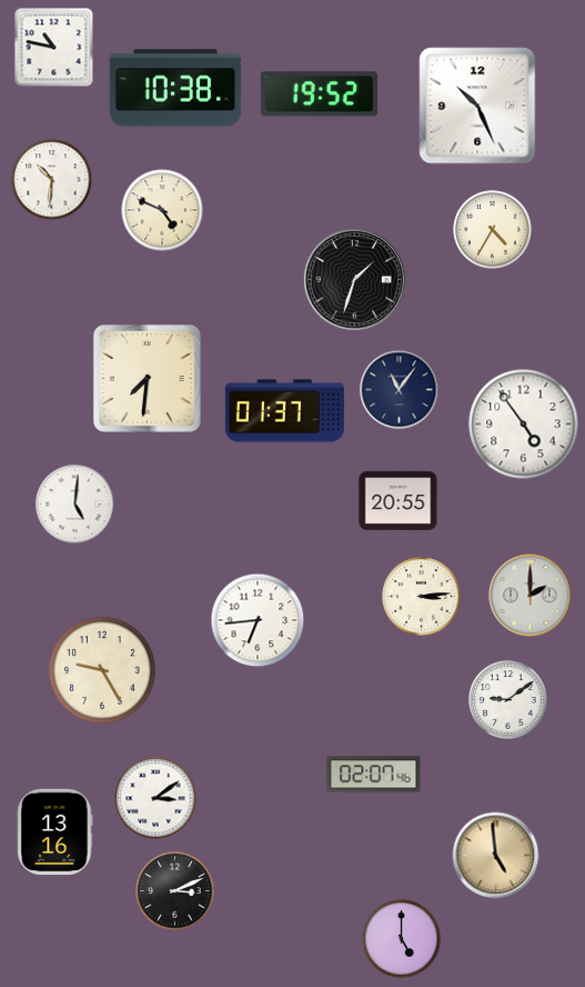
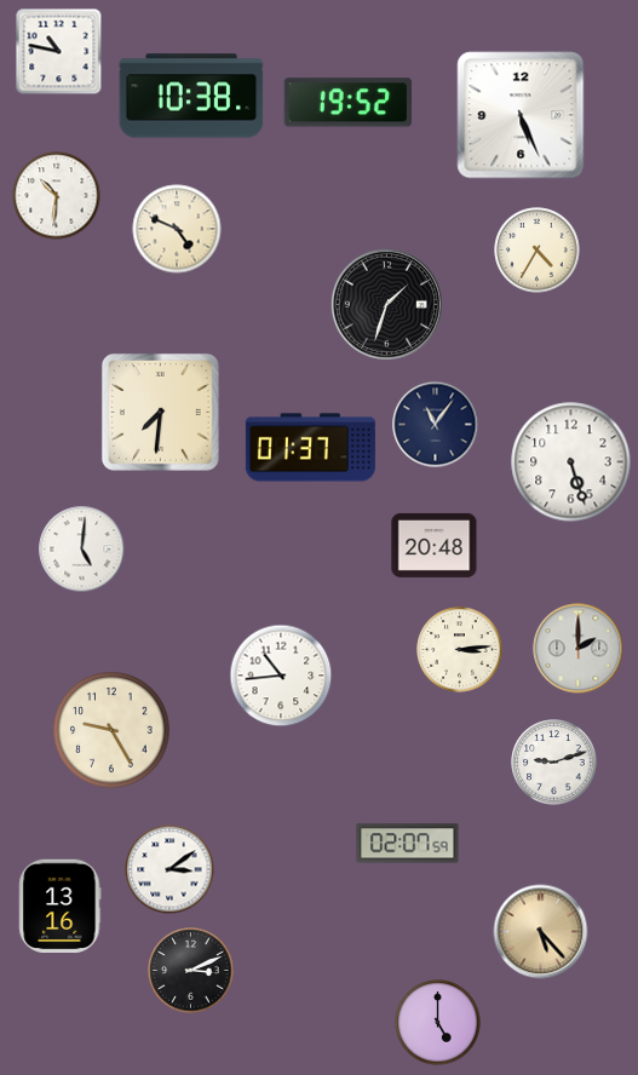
clock at (477, 106): 10:26 -> 5:26
clock at (524, 425): 4:54 -> 5:27
clock at (399, 500): 20:55 -> 20:48
clock at (258, 620): 6:44 -> 10:44
clock at (508, 700): 9:09 -> 9:12
clock at (374, 775): 02:07:46 -> 02:07:59
clock at (496, 856): 4:59 -> 5:23
